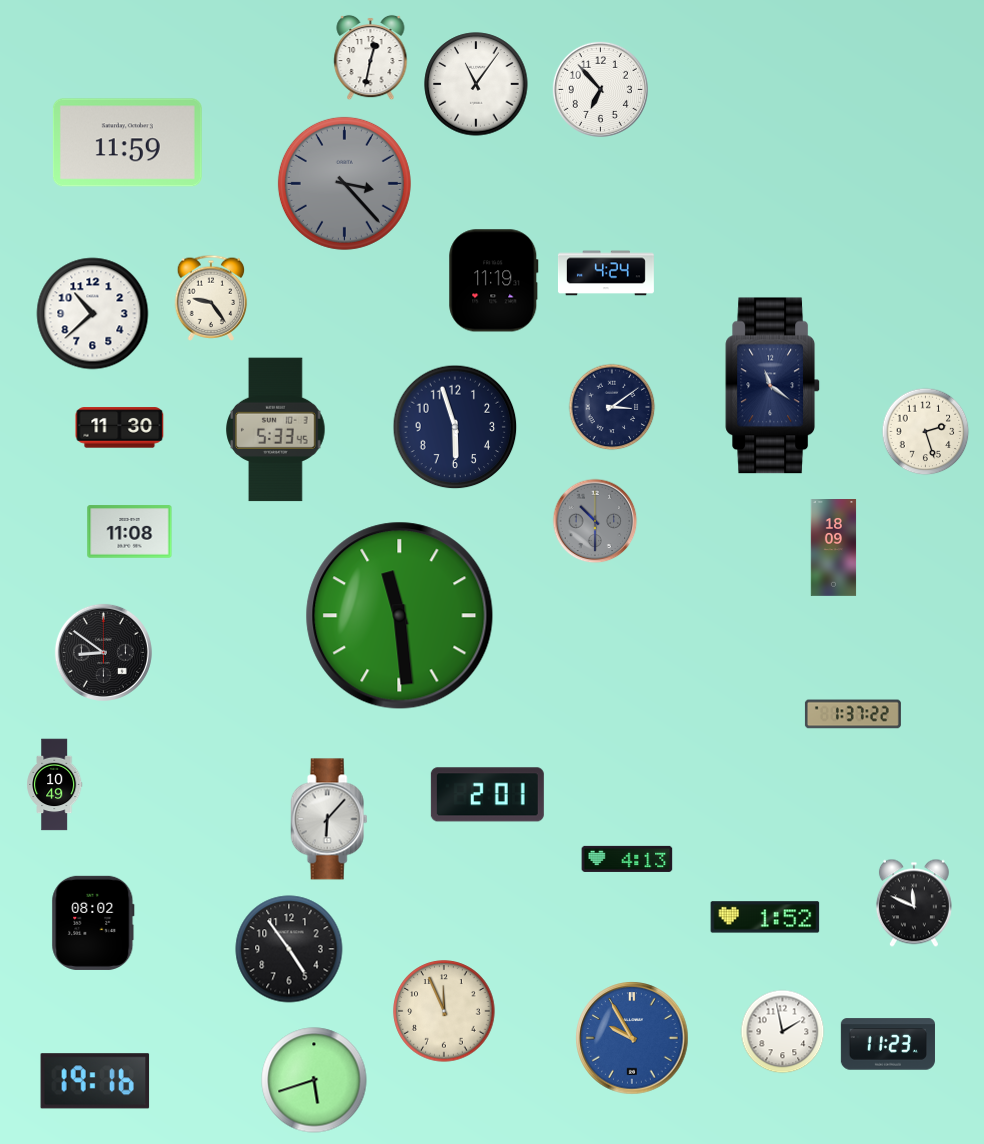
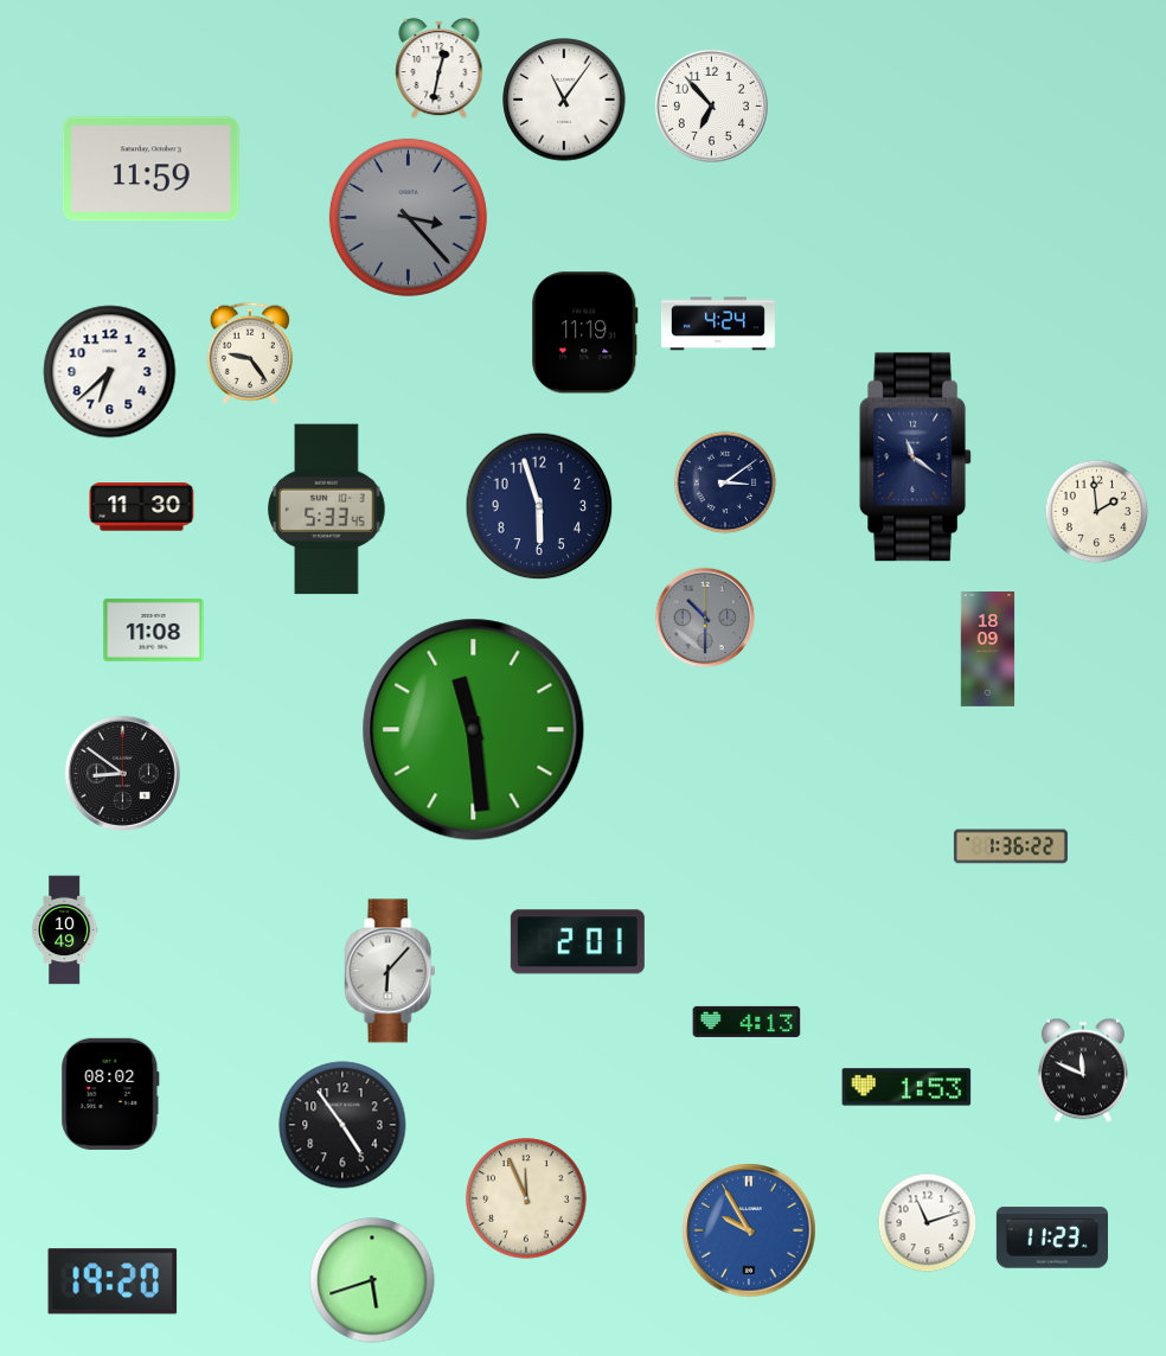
clock at (93, 314): 10:38 -> 6:38
clock at (926, 432): 2:27 -> 1:59
clock at (853, 714): 1:37 -> 1:36
clock at (627, 859) position: (627, 859) -> (747, 1022)
clock at (765, 917): 1:52 -> 1:53
clock at (783, 1032): 1:58 -> 11:12
clock at (95, 1081): 19:16 -> 19:20
